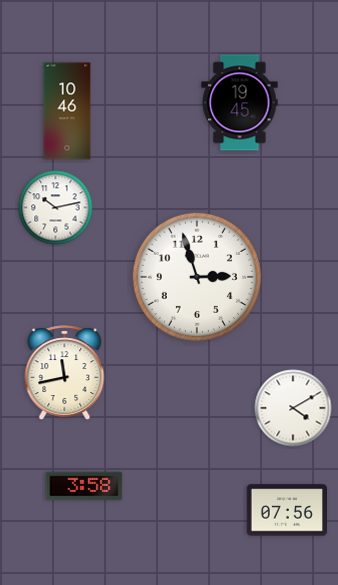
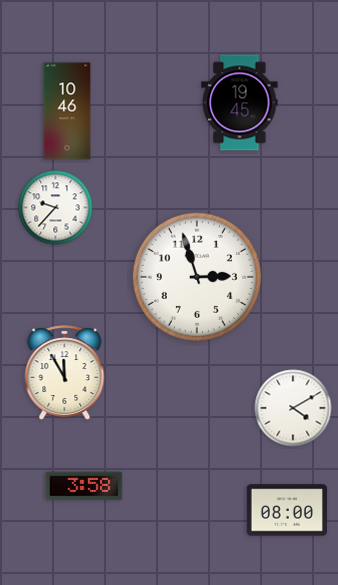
clock at (56, 208): 10:13 -> 9:37
clock at (65, 373): 11:43 -> 11:55
clock at (287, 510): 07:56 -> 08:00
